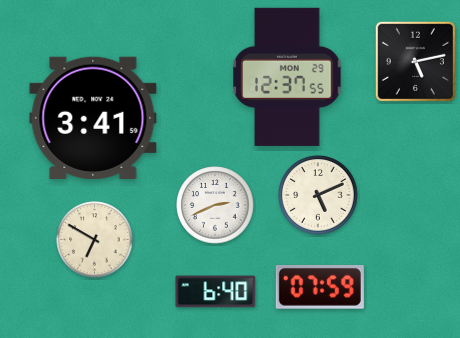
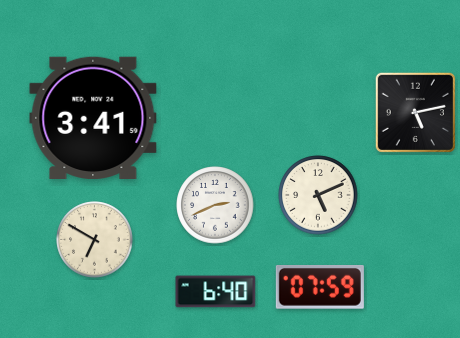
clock at (415, 61) position: (415, 61) -> (415, 112)
clock at (288, 77): 12:37 -> none
